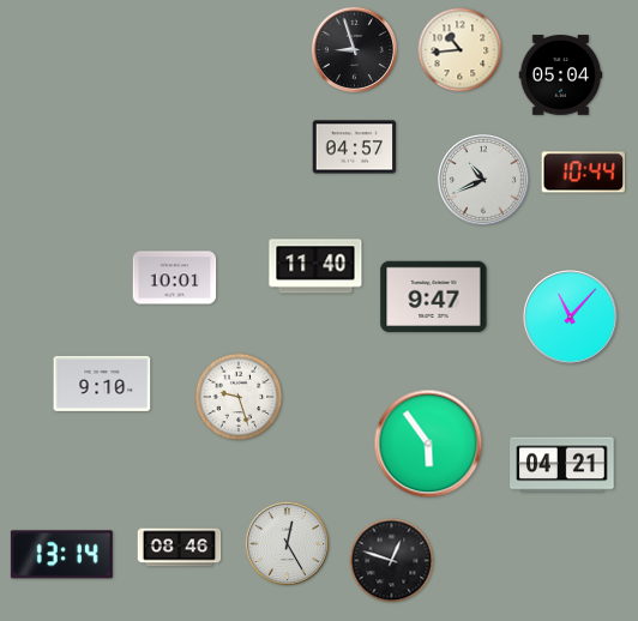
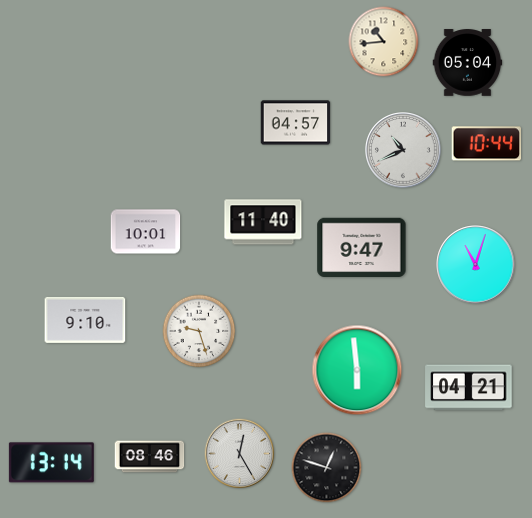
clock at (354, 49): 8:57 -> none
clock at (571, 318): 11:07 -> 11:03
clock at (428, 444): 5:54 -> 5:59
